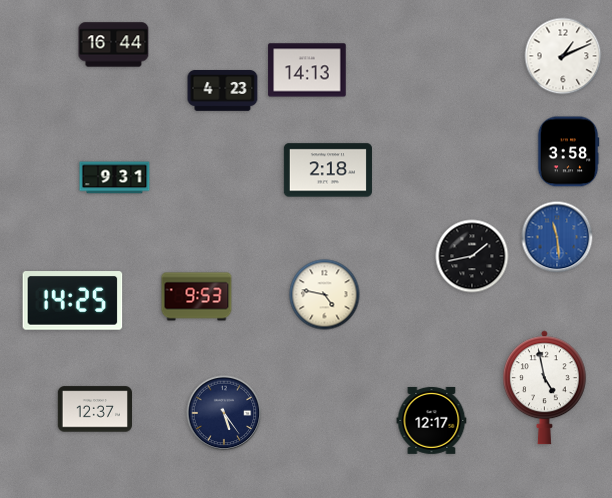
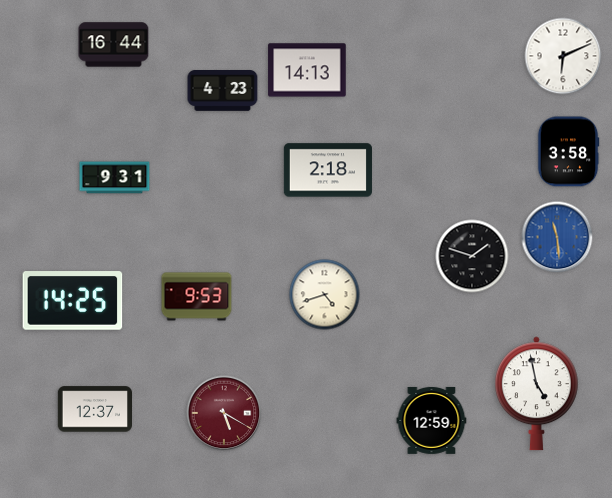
clock at (563, 56): 1:11 -> 6:11
clock at (472, 256): 1:43 -> 1:48
clock at (325, 295): 4:47 -> 4:42
clock at (544, 388) position: (544, 388) -> (536, 394)
clock at (224, 413): 5:24 -> 5:20
clock at (224, 413) dial: navy -> burgundy
clock at (432, 420): 12:17 -> 12:59
